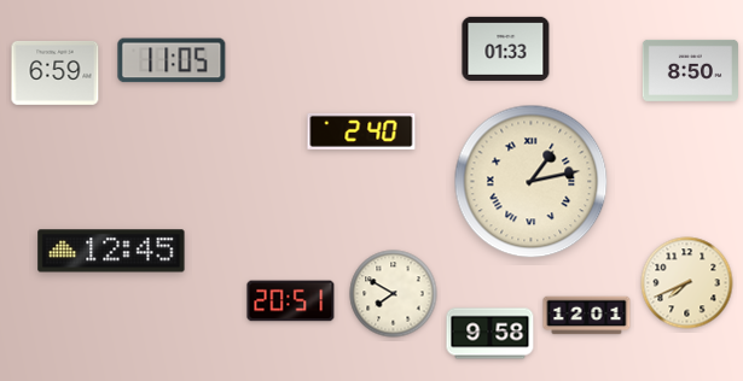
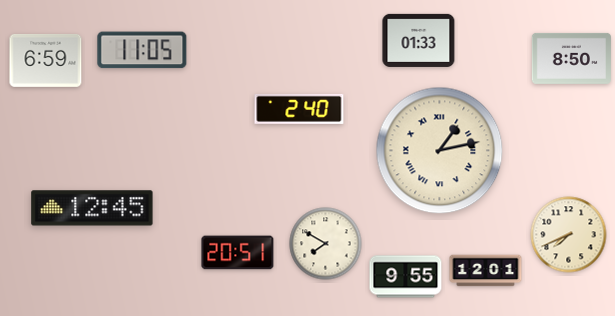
clock at (291, 301) position: (291, 301) -> (238, 253)
clock at (587, 316) position: (587, 316) -> (486, 271)
clock at (491, 334): 9:58 -> 9:55
